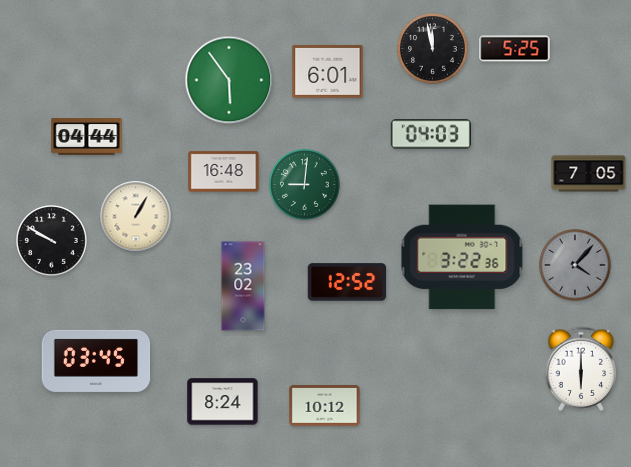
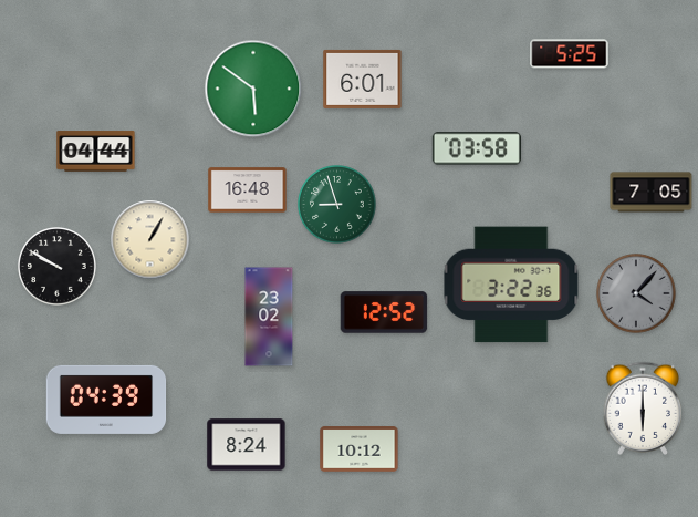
clock at (433, 49): 11:58 -> none
clock at (229, 80): 5:54 -> 5:51
clock at (431, 134): 04:03 -> 03:58
clock at (305, 185): 9:01 -> 8:57
clock at (96, 361): 03:45 -> 04:39
